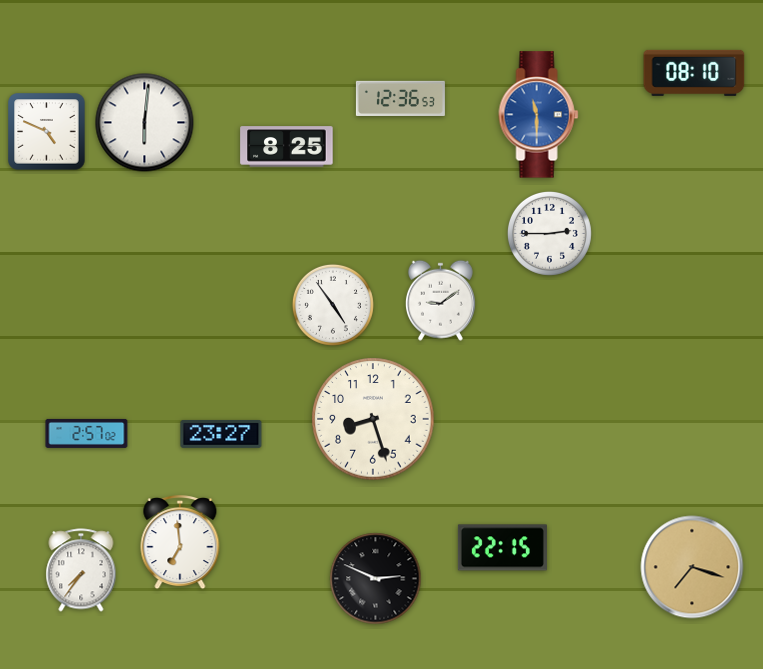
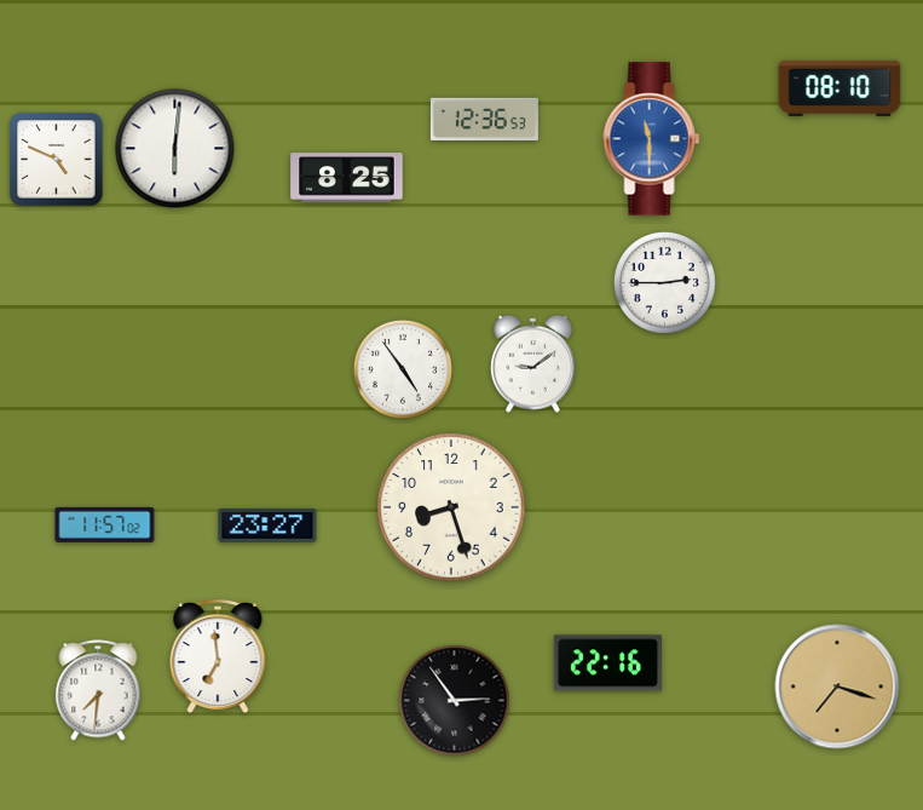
clock at (87, 433): 2:57 -> 11:57
clock at (502, 548): 22:15 -> 22:16
clock at (81, 570): 7:36 -> 7:31
clock at (376, 579): 2:49 -> 2:54
